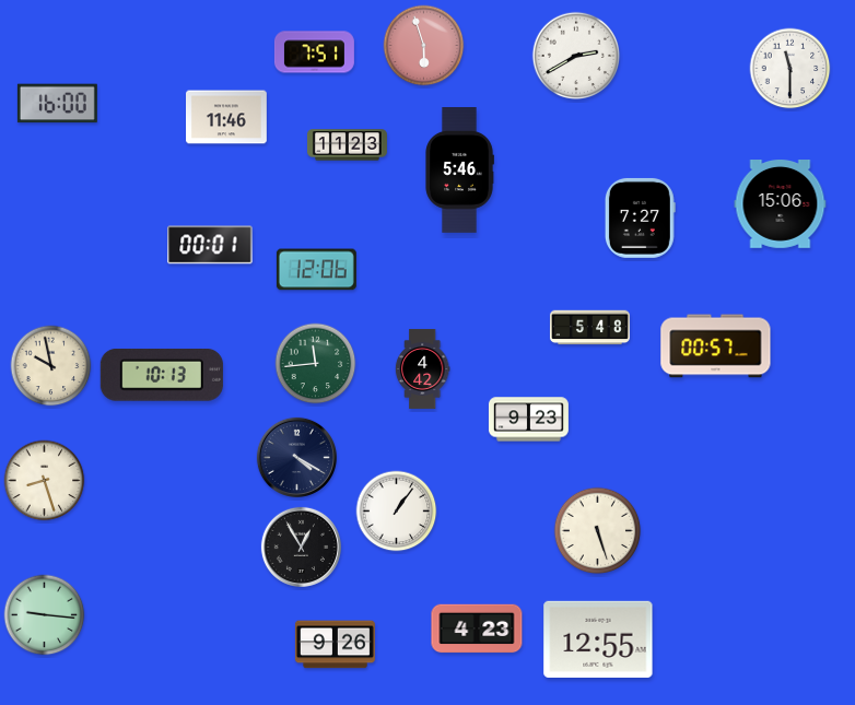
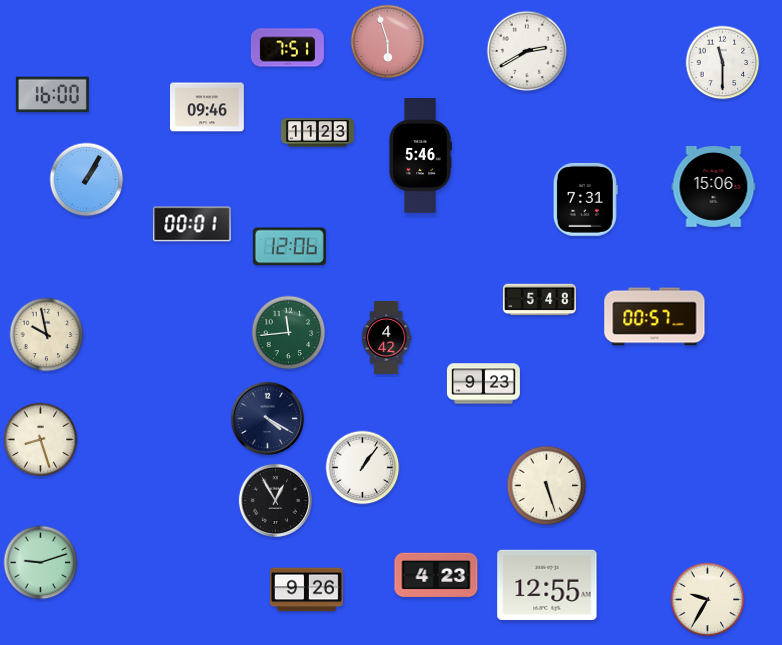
clock at (227, 117): 11:46 -> 09:46
clock at (87, 180): none -> 1:05
clock at (640, 218): 7:27 -> 7:31
clock at (162, 375): 10:13 -> none
clock at (296, 457) position: (296, 457) -> (267, 418)
clock at (45, 615): 9:16 -> 9:12
clock at (708, 600): none -> 9:35
